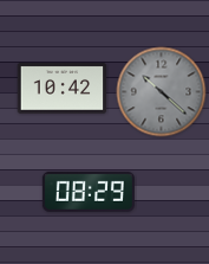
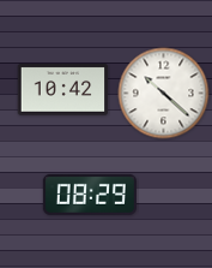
clock at (162, 92) dial: grey -> white
